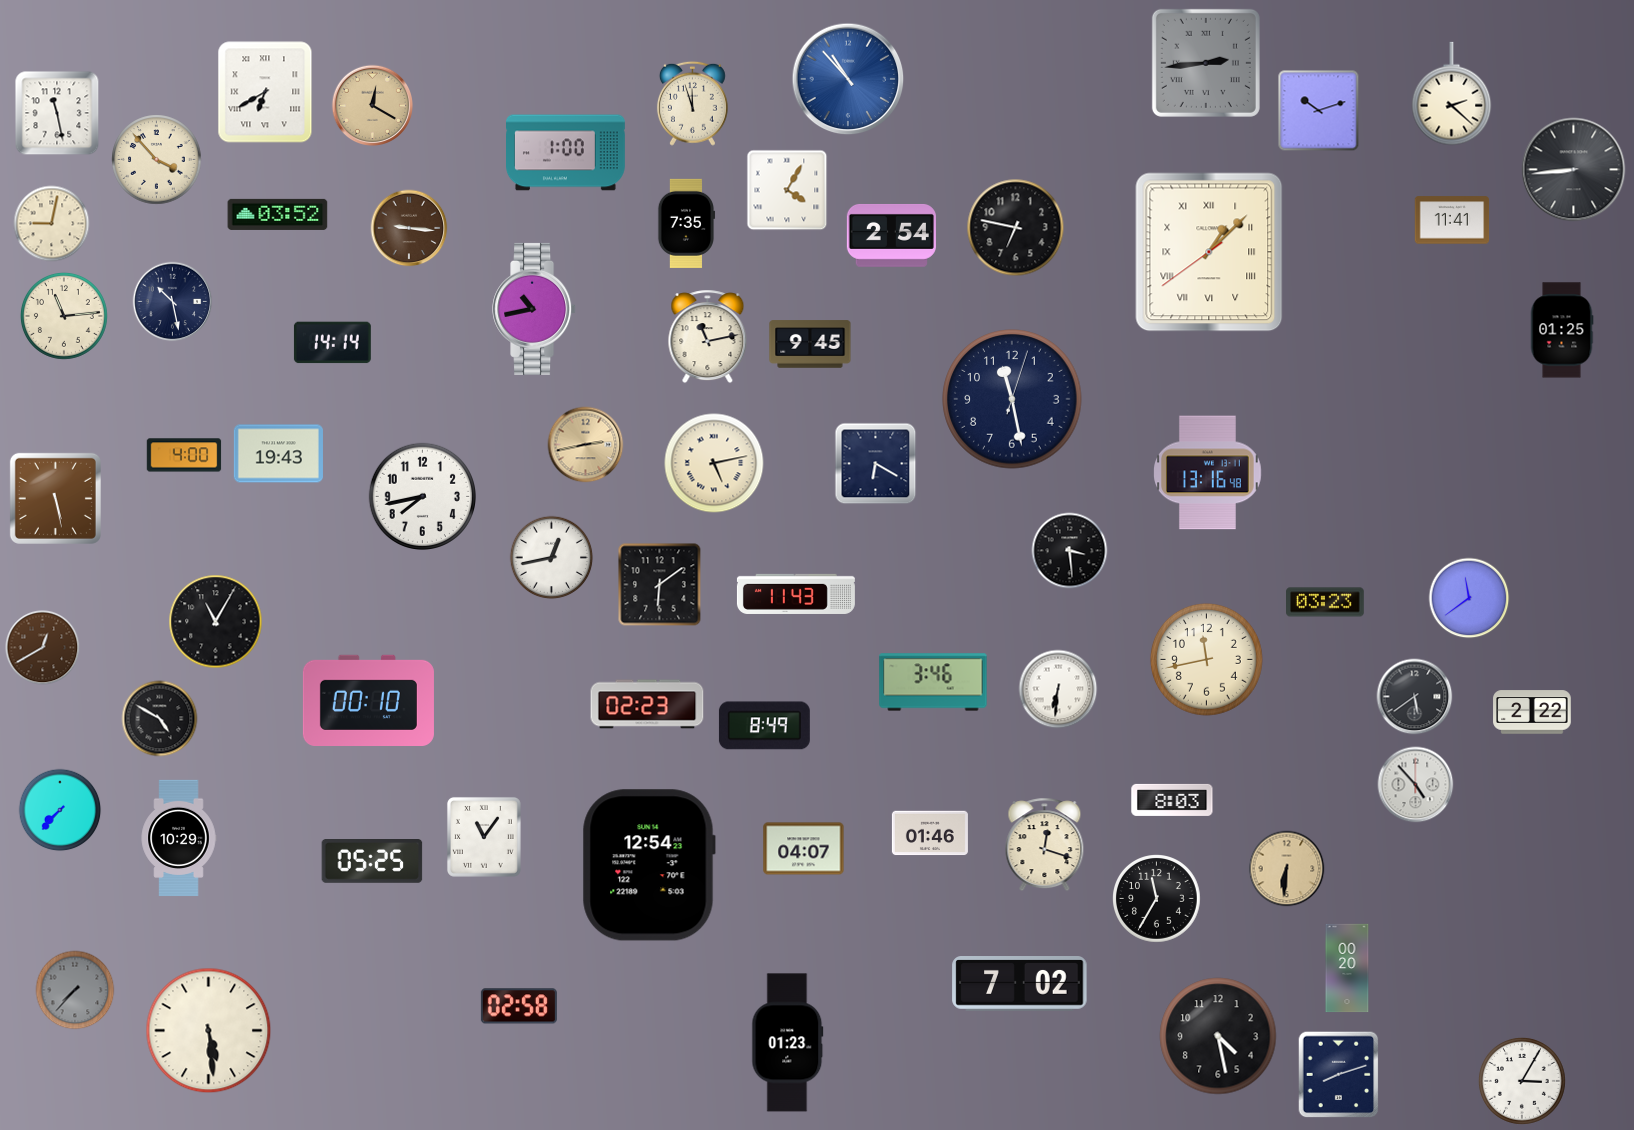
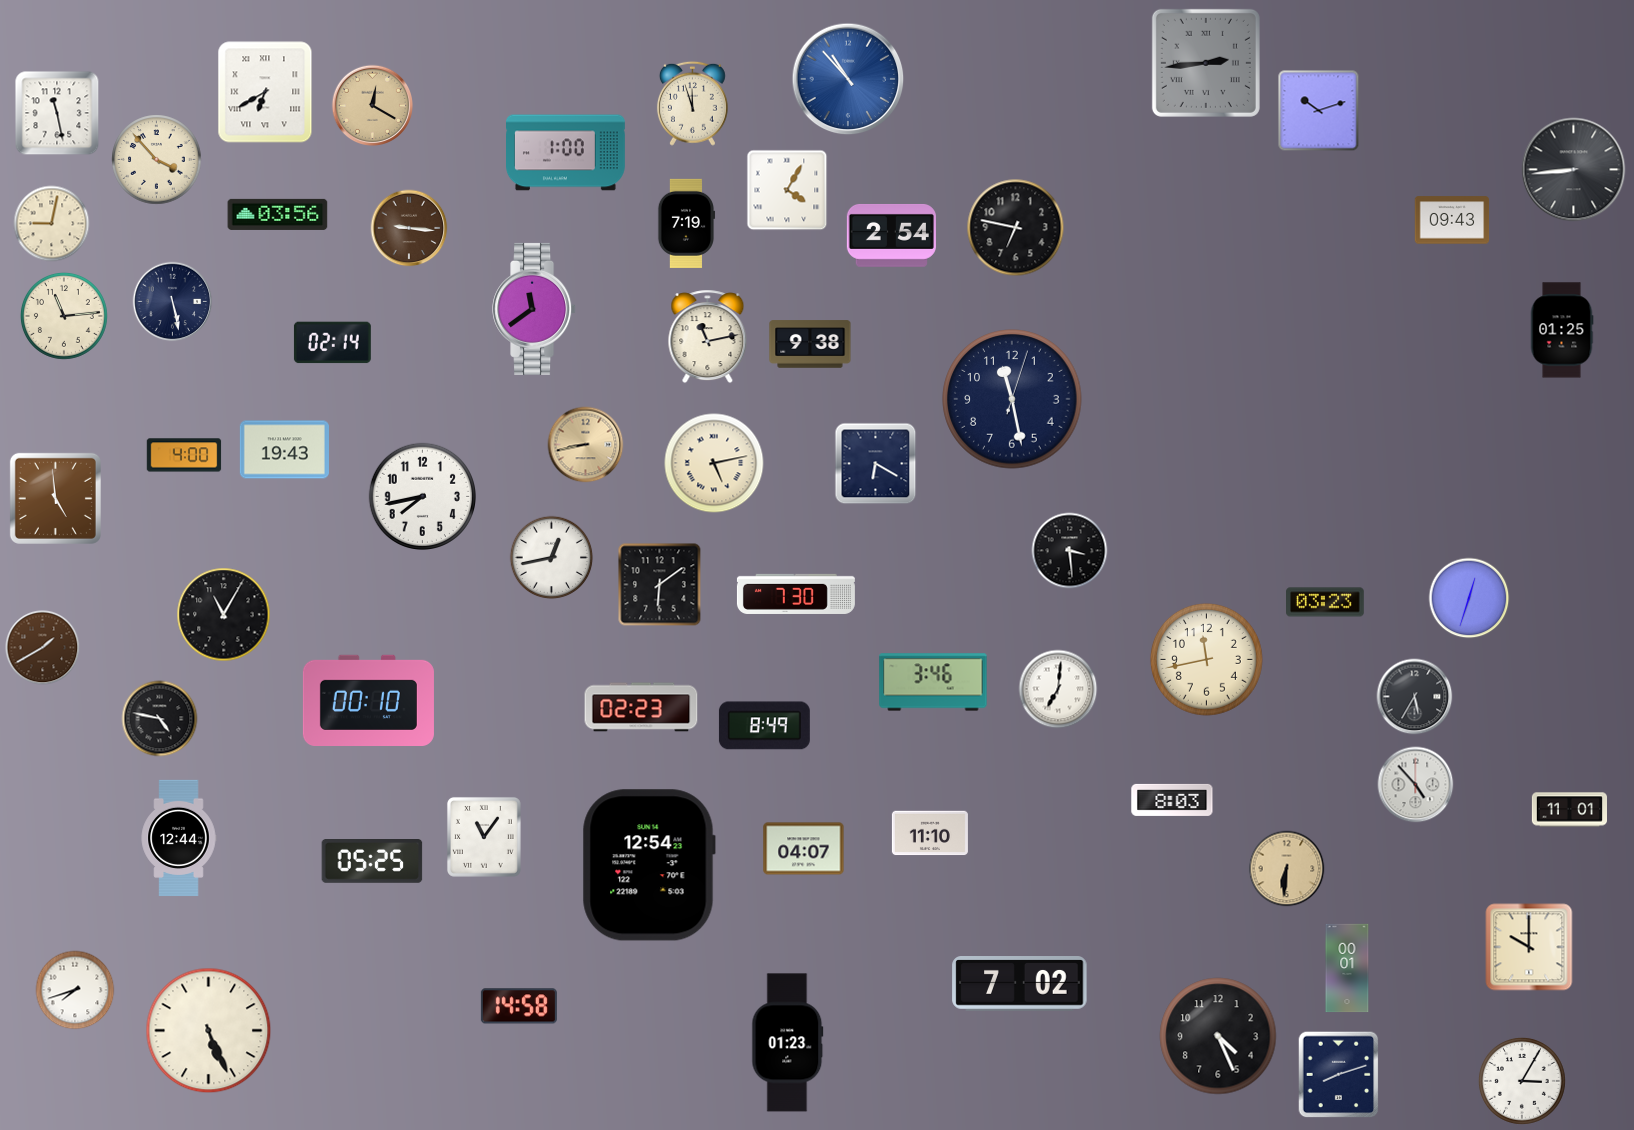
clock at (1452, 94): 2:22 -> none
clock at (278, 214): 03:52 -> 03:56
clock at (1452, 220): 11:41 -> 09:43
clock at (686, 223): 7:35 -> 7:19
clock at (1209, 252): 1:07 -> none
clock at (173, 302): 10:28 -> 5:28
clock at (535, 309): 10:43 -> 11:39
clock at (332, 343): 14:14 -> 02:14
clock at (810, 344): 9:45 -> 9:38
clock at (586, 445): 2:43 -> 8:43
clock at (278, 454) position: (278, 454) -> (284, 450)
clock at (1208, 473): 13:16 -> none
clock at (55, 498): 5:28 -> 4:59
clock at (796, 594): 11:43 -> 7:30
clock at (1469, 598): 11:39 -> 12:33
clock at (216, 622) position: (216, 622) -> (224, 615)
clock at (43, 648): 12:40 -> 1:40
clock at (1058, 689): 6:31 -> 7:01
clock at (1415, 697): 5:39 -> 5:35
clock at (647, 704) position: (647, 704) -> (641, 707)
clock at (1532, 712): 2:22 -> none
clock at (160, 719): 4:50 -> 4:47
clock at (60, 810): 7:37 -> none
clock at (1569, 810): none -> 11:01
clock at (930, 833): 01:46 -> 11:10
clock at (179, 838): 10:29 -> 12:44
clock at (1045, 845): 12:18 -> none
clock at (1157, 899): 11:35 -> none
clock at (1529, 947): none -> 10:00
clock at (1347, 968): 00:20 -> 00:01
clock at (75, 990): 7:37 -> 7:42
clock at (75, 990) dial: grey -> white
clock at (519, 1006): 02:58 -> 14:58
clock at (209, 1031): 5:29 -> 5:26
clock at (1218, 1036): 4:28 -> 4:26
